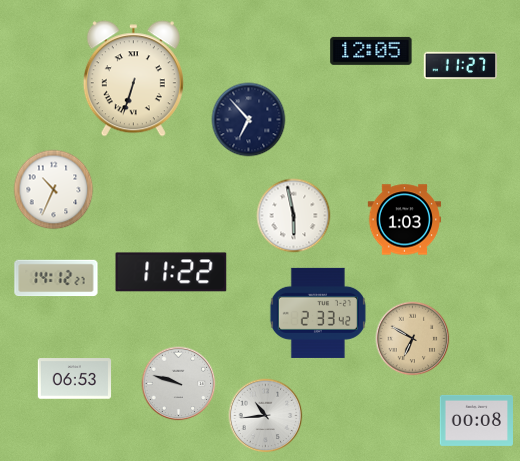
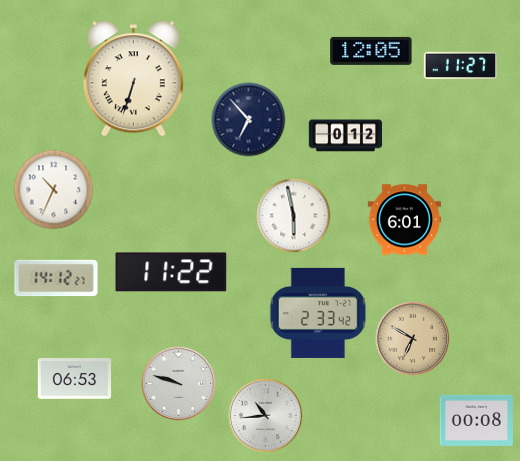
clock at (346, 136): none -> 0:12
clock at (405, 220): 1:03 -> 6:01
